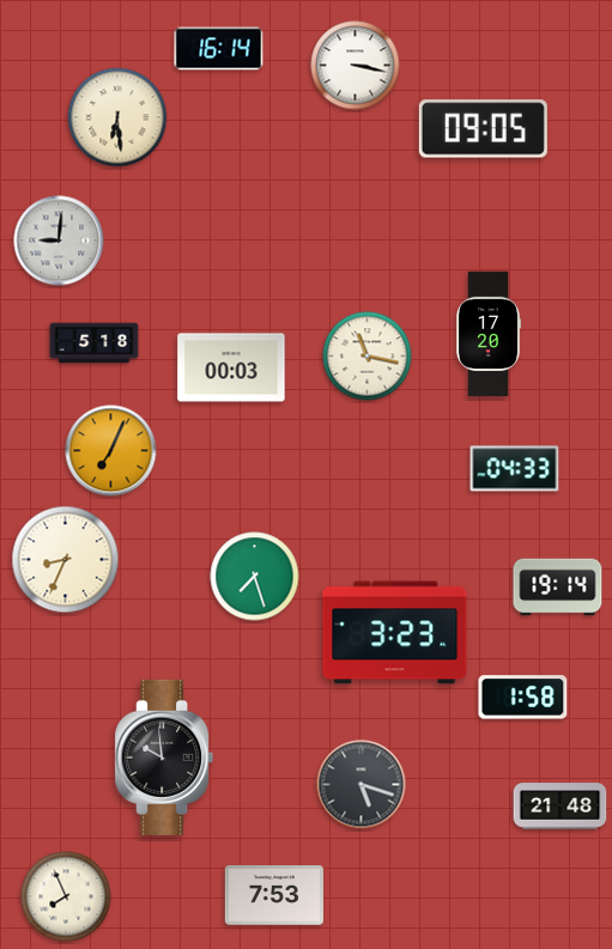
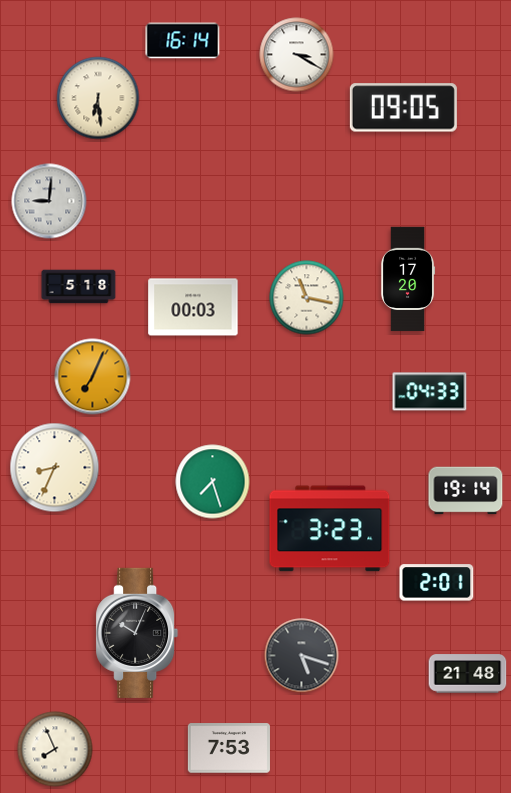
clock at (356, 66): 3:17 -> 3:20
clock at (523, 698): 1:58 -> 2:01
clock at (164, 758): 9:59 -> 10:04
